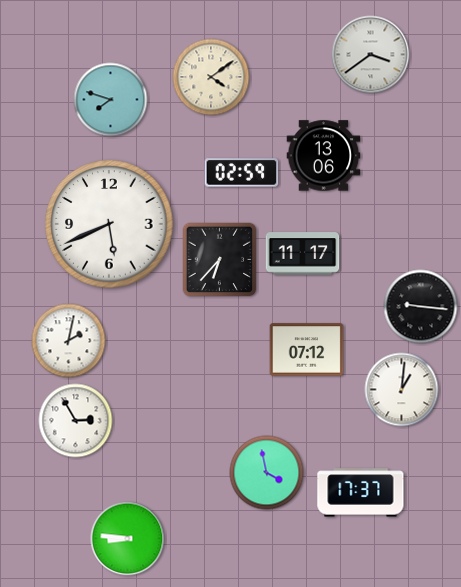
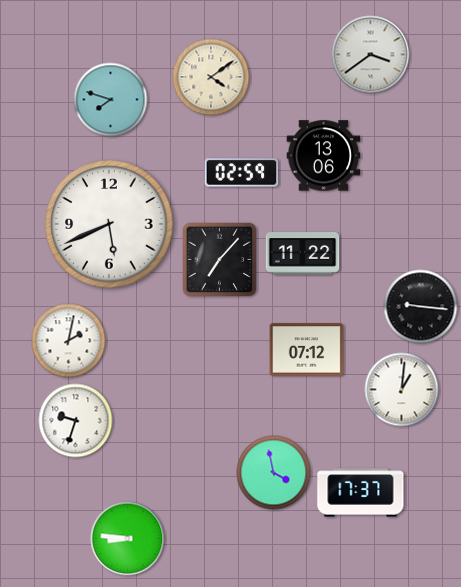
clock at (303, 254): 11:17 -> 11:22
clock at (220, 260): 6:37 -> 7:07
clock at (76, 421): 2:55 -> 9:33
clock at (267, 473) position: (267, 473) -> (274, 473)
